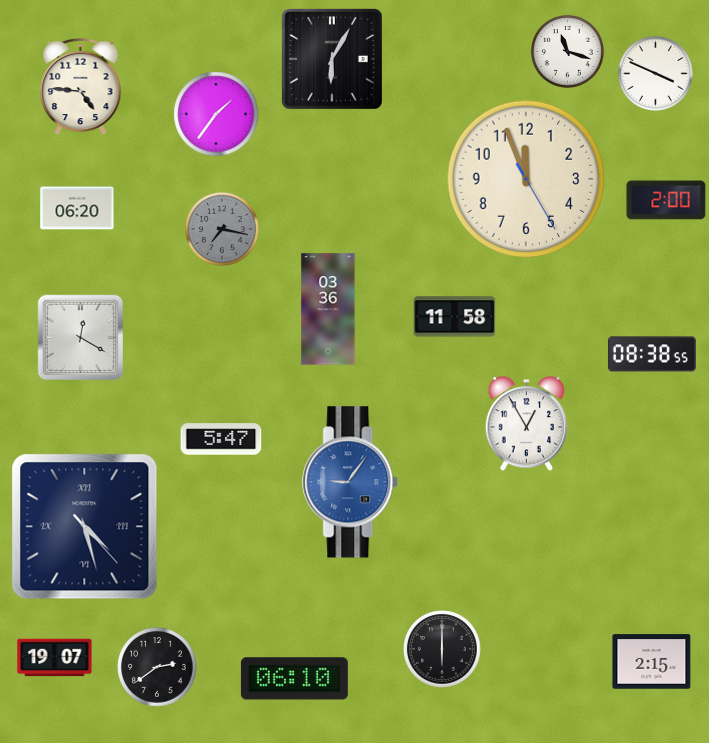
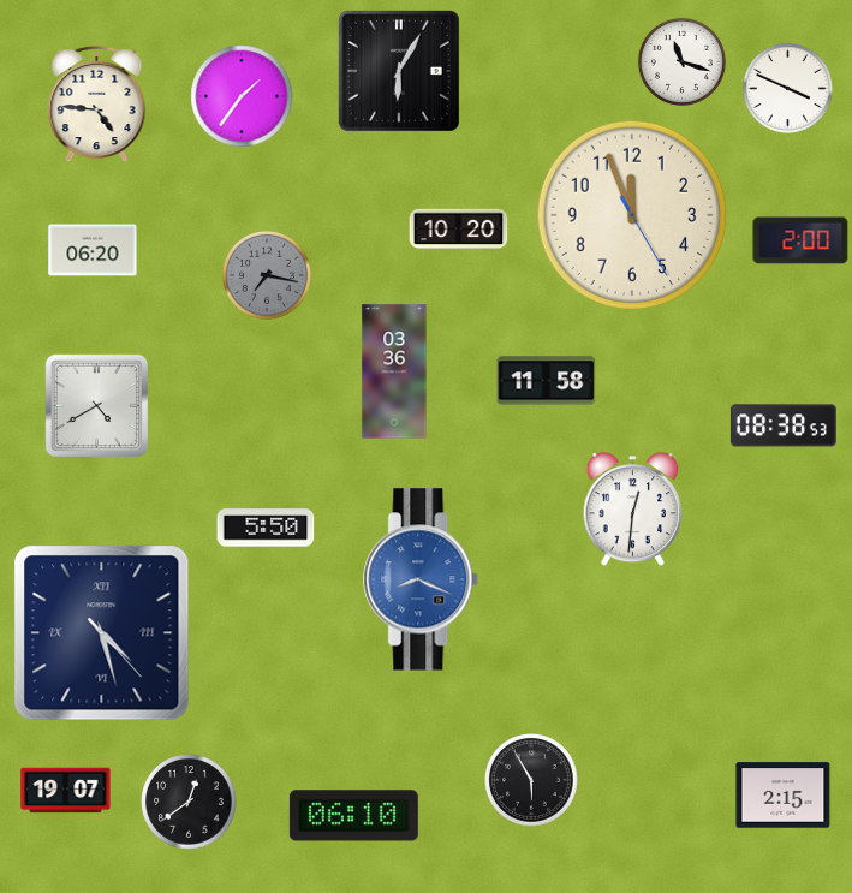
clock at (216, 114) position: (216, 114) -> (242, 96)
clock at (459, 230): none -> 10:20
clock at (81, 338): 12:20 -> 4:40
clock at (652, 354): 08:38:55 -> 08:38:53
clock at (526, 425): 12:55 -> 12:31
clock at (221, 439): 5:47 -> 5:50
clock at (351, 482): 9:06 -> 8:19
clock at (442, 649): 6:00 -> 5:55
clock at (157, 667): 2:39 -> 12:39
